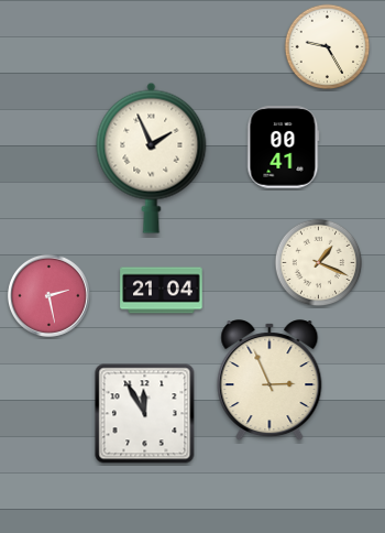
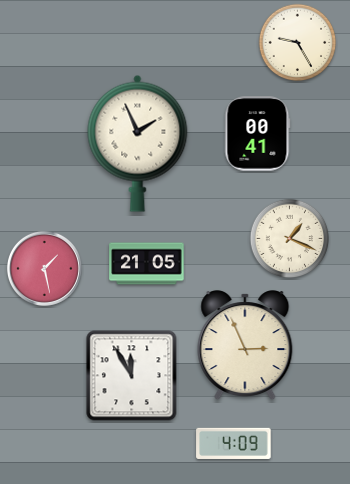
clock at (162, 291): 21:04 -> 21:05
clock at (48, 295): 2:28 -> 1:28
clock at (234, 443): none -> 4:09
